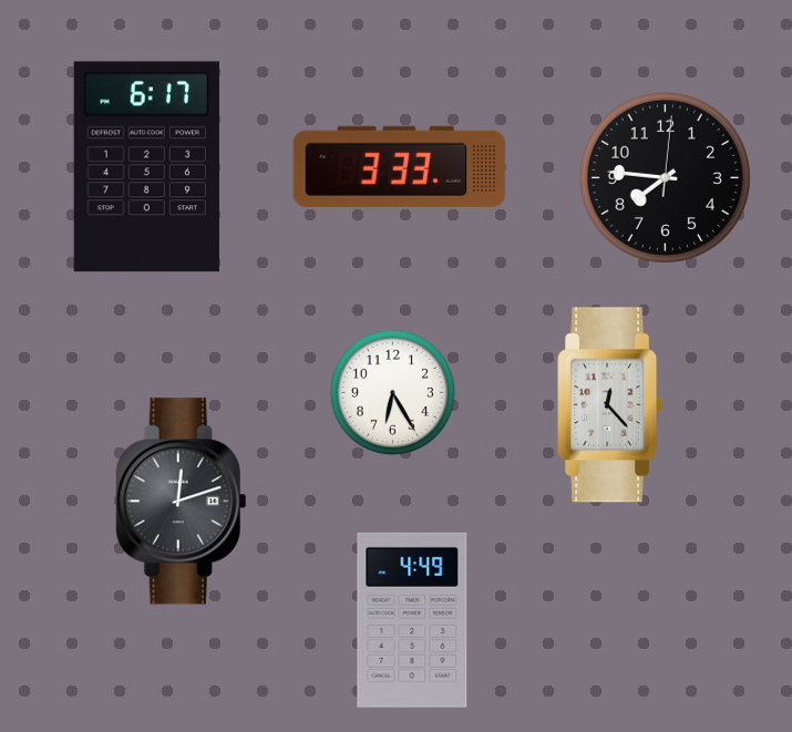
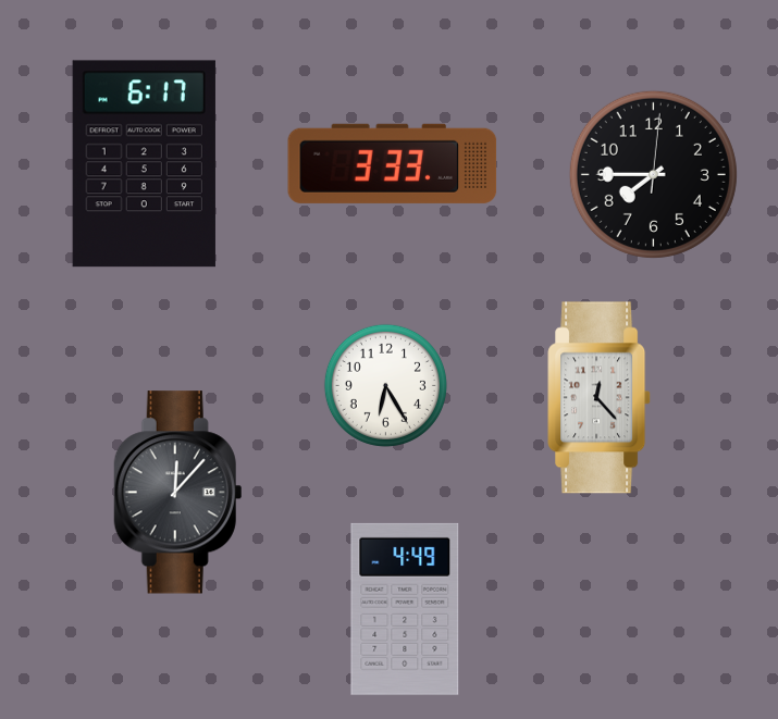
clock at (665, 177): 7:46 -> 7:45
clock at (182, 502): 12:12 -> 12:07
